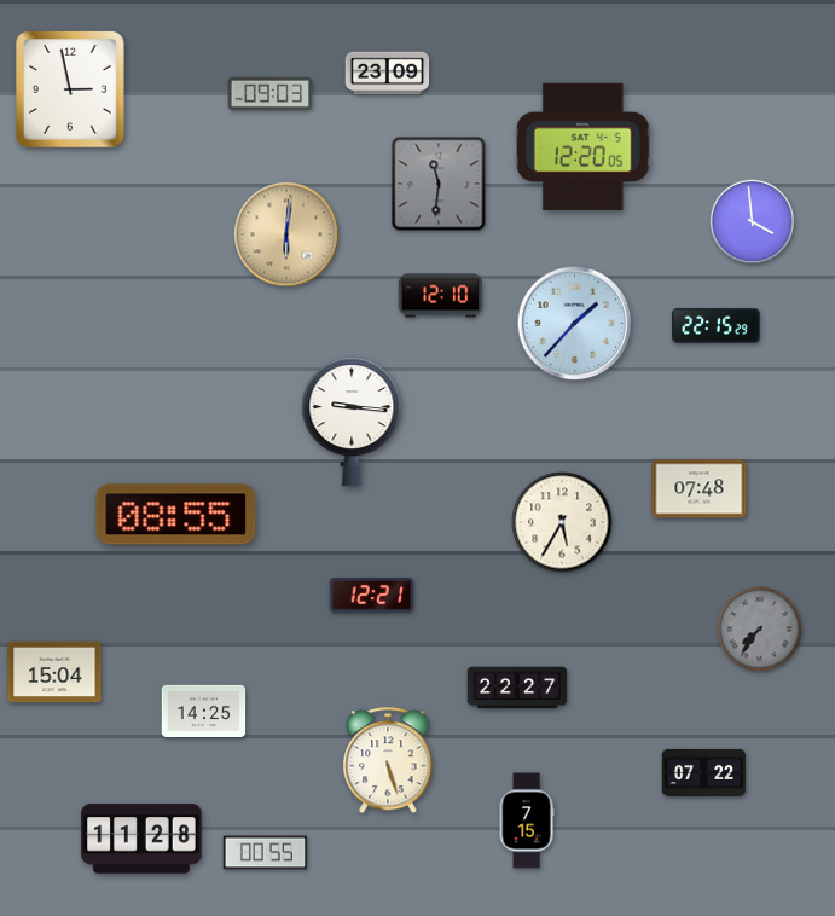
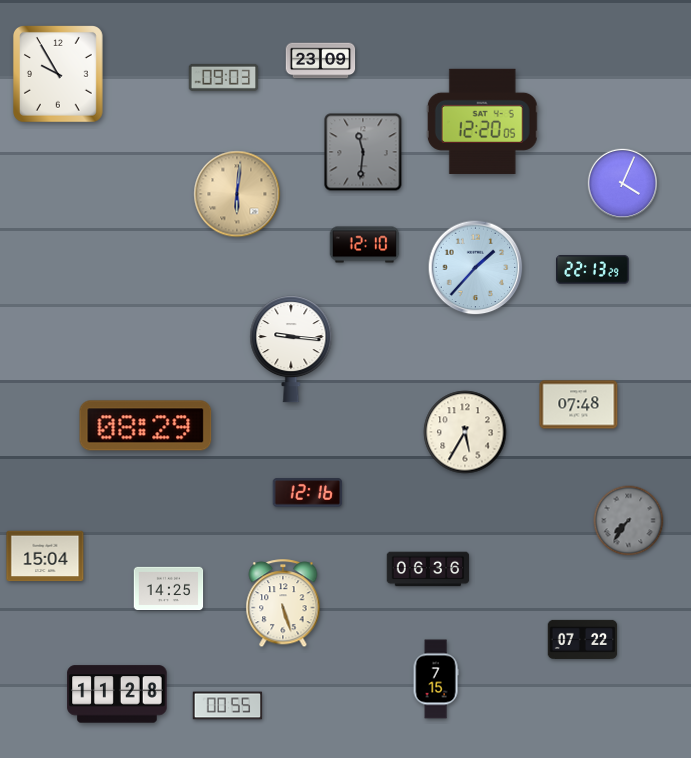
clock at (70, 91): 2:58 -> 9:55
clock at (752, 221): 3:59 -> 4:04
clock at (717, 326): 22:15 -> 22:13
clock at (176, 515): 08:55 -> 08:29
clock at (372, 596): 12:21 -> 12:16
clock at (517, 688): 22:27 -> 06:36
clock at (388, 761) position: (388, 761) -> (283, 604)
clock at (266, 853) position: (266, 853) -> (228, 706)
